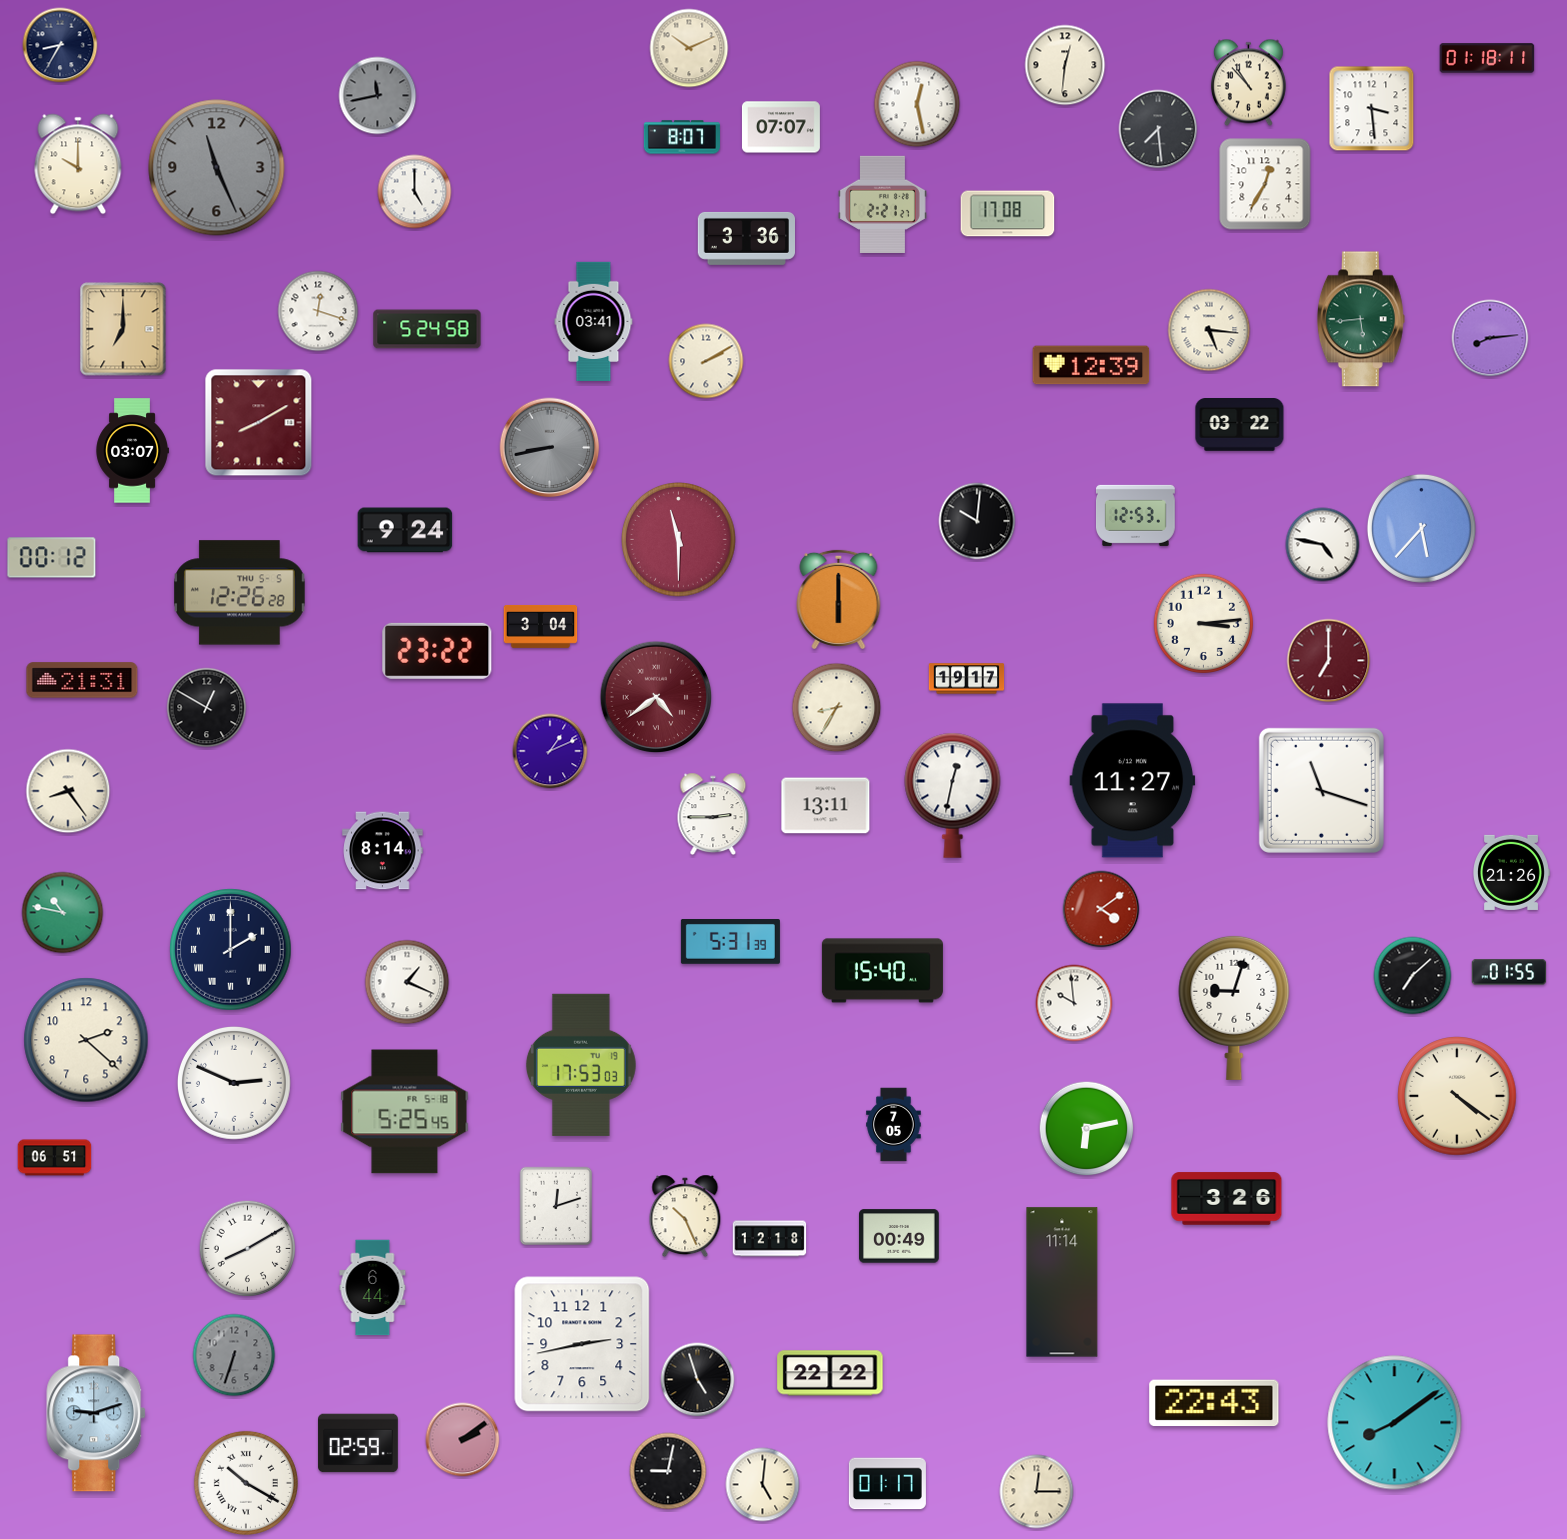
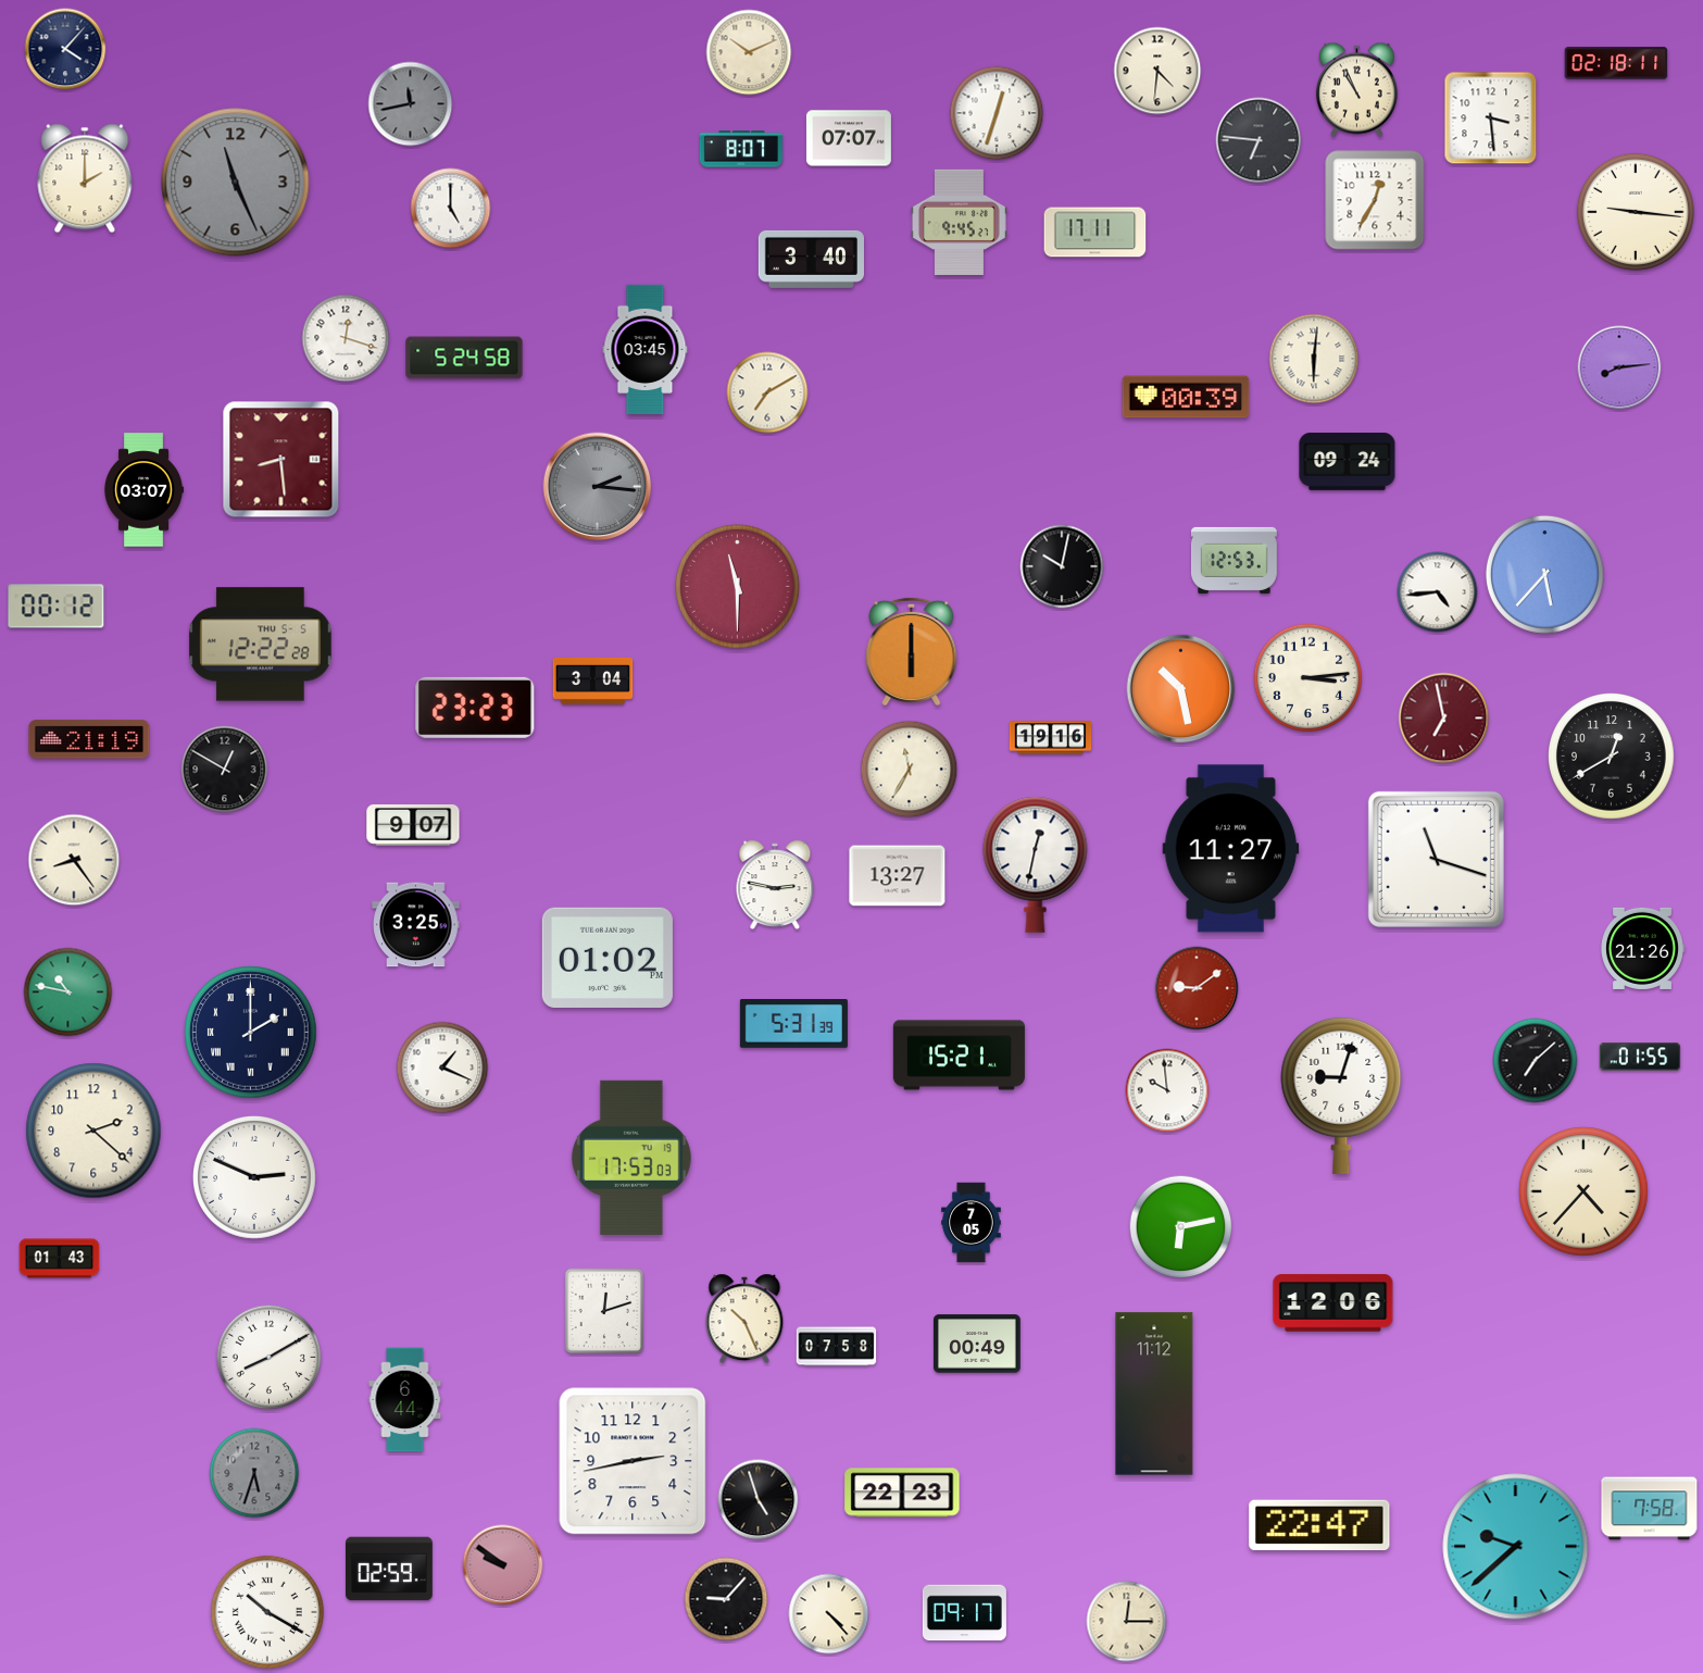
clock at (60, 45): 8:35 -> 4:07
clock at (1487, 58): 01:18 -> 02:18
clock at (1065, 65): 12:31 -> 4:31
clock at (1248, 83): 10:53 -> 10:56
clock at (917, 104): 12:28 -> 12:33
clock at (1158, 129): 7:29 -> 6:46
clock at (78, 164): 10:00 -> 2:00
clock at (1636, 212): none -> 9:16
clock at (882, 204): 2:21 -> 9:45
clock at (1008, 214): 17:08 -> 17:11
clock at (746, 238): 3:36 -> 3:40
clock at (1361, 319): 5:44 -> none
clock at (594, 321): 03:41 -> 03:45
clock at (123, 329): 7:00 -> none
clock at (1209, 330): 5:16 -> 6:01
clock at (706, 361): 2:10 -> 7:10
clock at (1091, 365): 12:39 -> 00:39
clock at (259, 423): 8:10 -> 8:29
clock at (1240, 425): 03:22 -> 09:24
clock at (550, 448): 8:43 -> 2:16
clock at (977, 521): 10:01 -> 10:02
clock at (405, 530): 9:24 -> none
clock at (1323, 545): 4:47 -> 4:44
clock at (240, 593): 12:26 -> 12:22
clock at (541, 626) position: (541, 626) -> (593, 681)
clock at (1181, 689): none -> 10:28
clock at (437, 651): 23:22 -> 23:23
clock at (1329, 661): 7:00 -> 6:58
clock at (967, 679): 19:17 -> 19:16
clock at (82, 680): 21:31 -> 21:19
clock at (1612, 757): none -> 12:40
clock at (656, 697): 4:39 -> none
clock at (837, 708): 8:35 -> 11:35
clock at (550, 751): 1:11 -> none
clock at (413, 825): none -> 9:07
clock at (826, 806): 13:11 -> 13:27
clock at (713, 814): 2:45 -> 2:47
clock at (383, 851): 8:14 -> 3:25
clock at (608, 958): none -> 01:02
clock at (1101, 909): 4:09 -> 9:09
clock at (882, 971): 15:40 -> 15:21
clock at (1457, 1096): 4:21 -> 4:37
clock at (405, 1112): 5:25 -> none
clock at (55, 1158): 06:51 -> 01:43
clock at (1227, 1199): 3:26 -> 12:06
clock at (685, 1216) position: (685, 1216) -> (744, 1319)
clock at (770, 1239): 12:18 -> 07:58
clock at (1062, 1282): 11:14 -> 11:12
clock at (234, 1355): 6:33 -> 5:33
clock at (830, 1373): 22:22 -> 22:23
clock at (1650, 1509): none -> 7:58
clock at (1214, 1403): 22:43 -> 22:47
clock at (97, 1413): 9:12 -> none
clock at (1395, 1423): 8:09 -> 9:38
clock at (463, 1440): 2:09 -> 9:51
clock at (668, 1471): 9:02 -> 9:07
clock at (887, 1484): 01:17 -> 09:17
clock at (763, 1485): 5:01 -> 4:23
